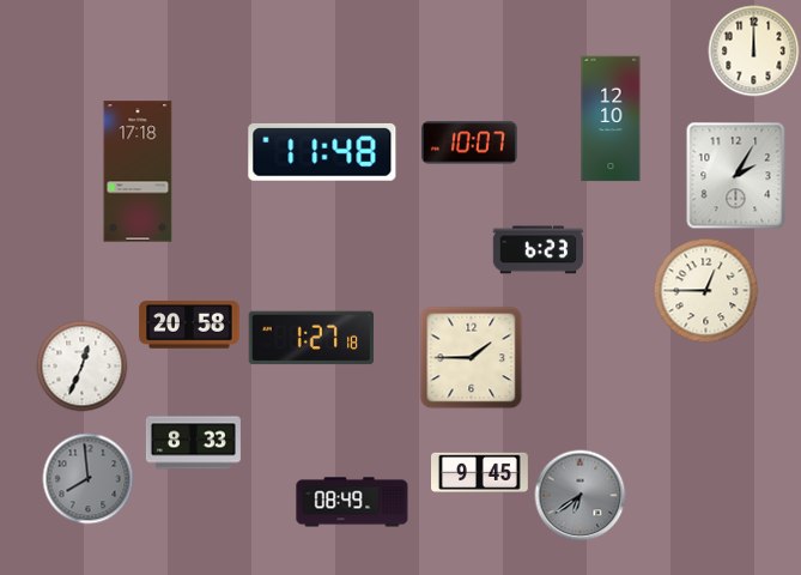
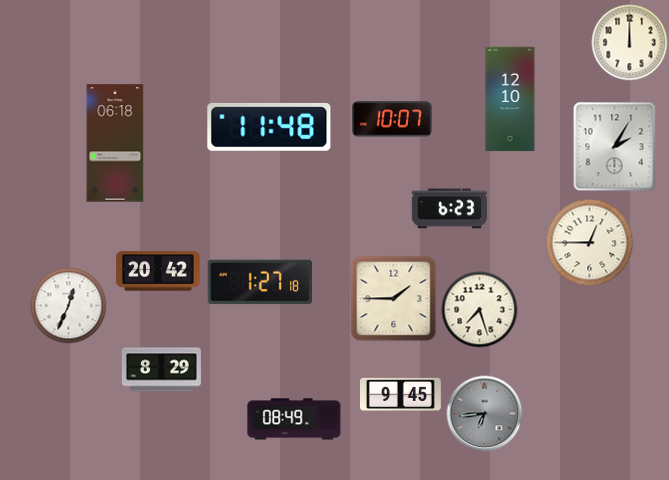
clock at (138, 171): 17:18 -> 06:18
clock at (189, 325): 20:58 -> 20:42
clock at (480, 310): none -> 7:27
clock at (193, 443): 8:33 -> 8:29
clock at (89, 479): 7:59 -> none
clock at (581, 496): 6:39 -> 6:44
